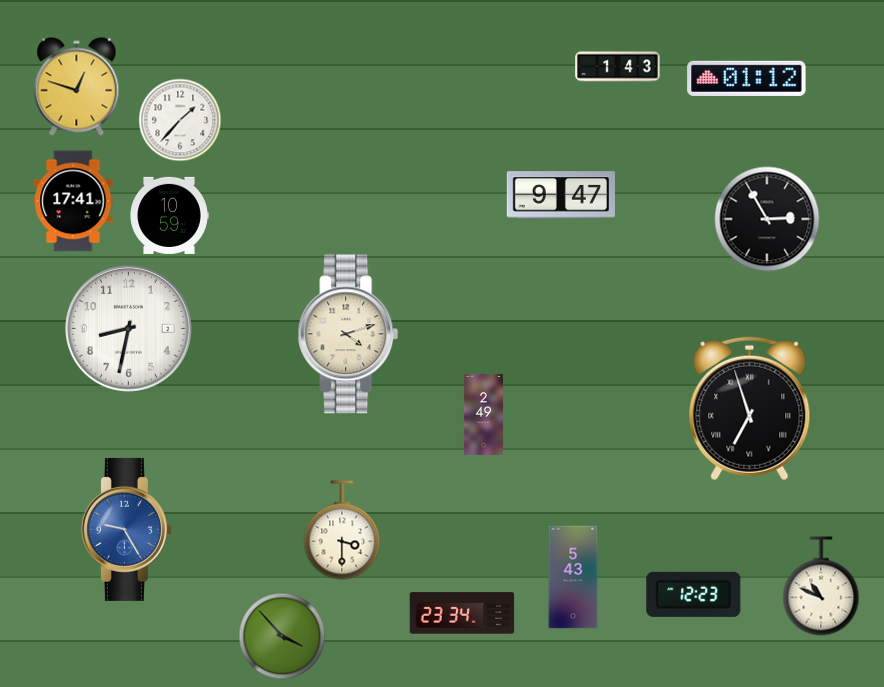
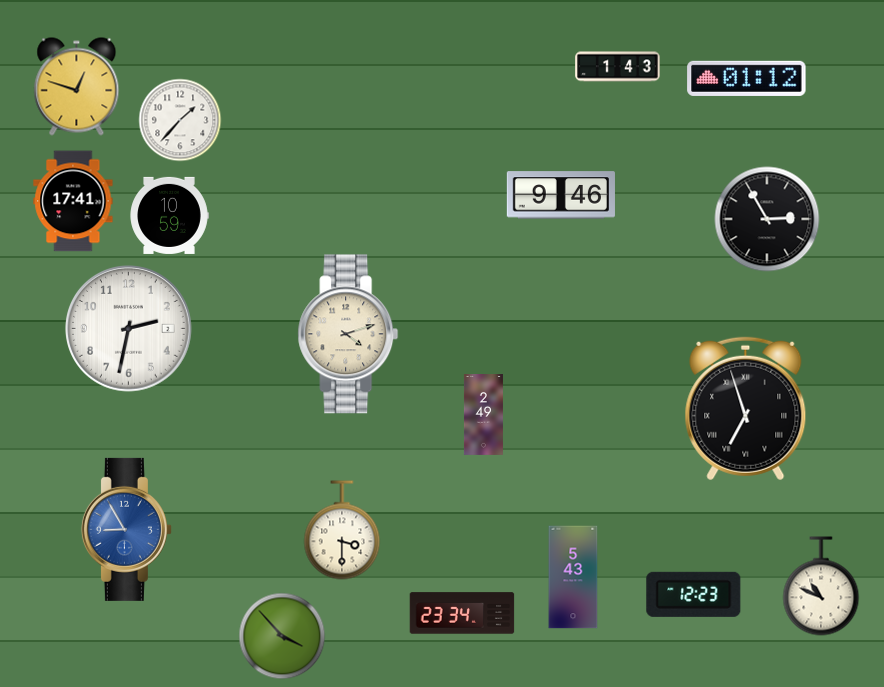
clock at (561, 195): 9:47 -> 9:46
clock at (129, 329): 8:32 -> 2:32
clock at (750, 409) position: (750, 409) -> (746, 409)
clock at (126, 529): 9:25 -> 8:55
